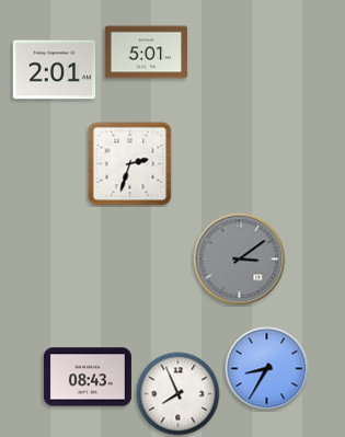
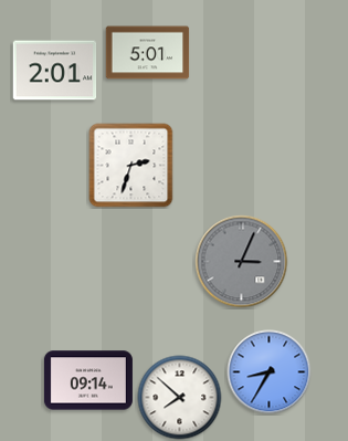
clock at (240, 260): 3:09 -> 3:04
clock at (88, 377): 08:43 -> 09:14
clock at (179, 394): 7:56 -> 7:52
